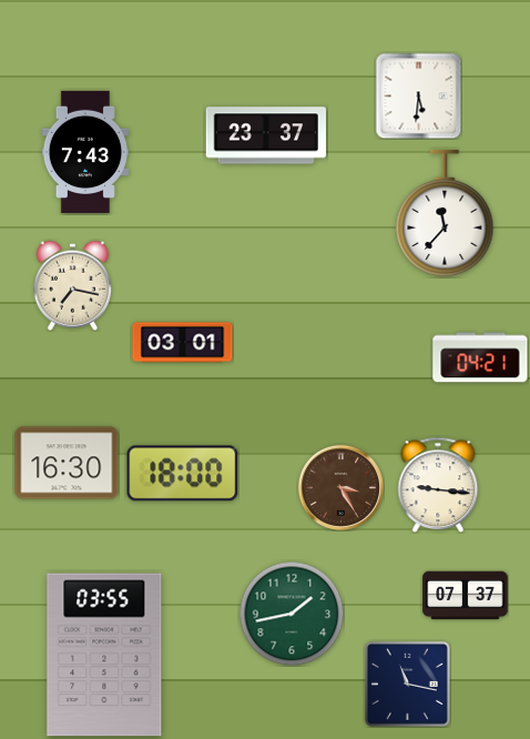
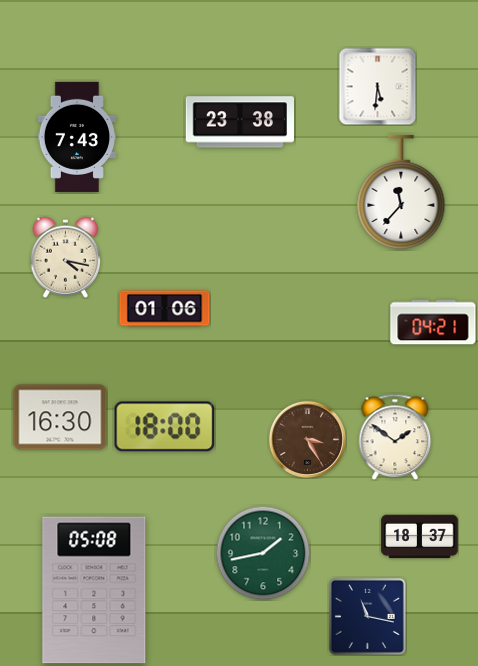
clock at (265, 135): 23:37 -> 23:38
clock at (73, 285): 7:17 -> 4:17
clock at (183, 343): 03:01 -> 01:06
clock at (438, 485): 9:16 -> 1:51
clock at (466, 596): 07:37 -> 18:37
clock at (104, 655): 03:55 -> 05:08
